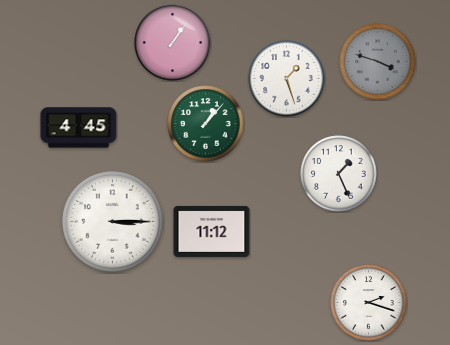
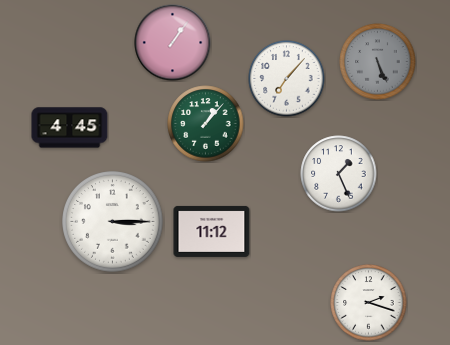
clock at (378, 62): 3:48 -> 5:26
clock at (287, 79): 1:27 -> 7:07
clock at (79, 128) position: (79, 128) -> (70, 128)
